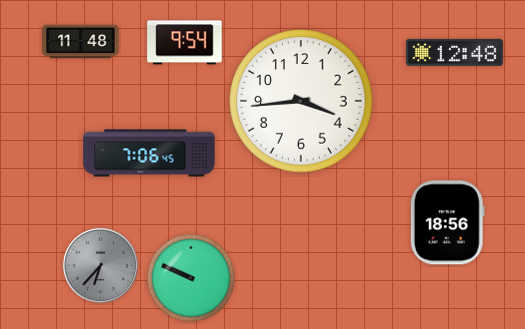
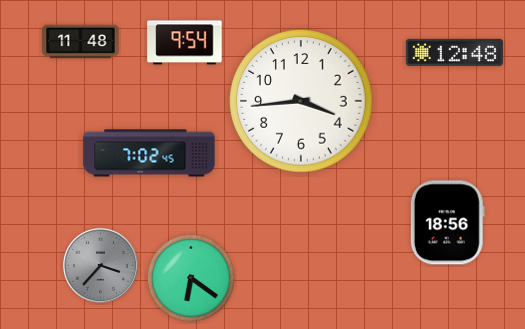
clock at (149, 153): 7:06 -> 7:02
clock at (100, 265): 6:37 -> 3:37
clock at (191, 278): 9:49 -> 6:21
